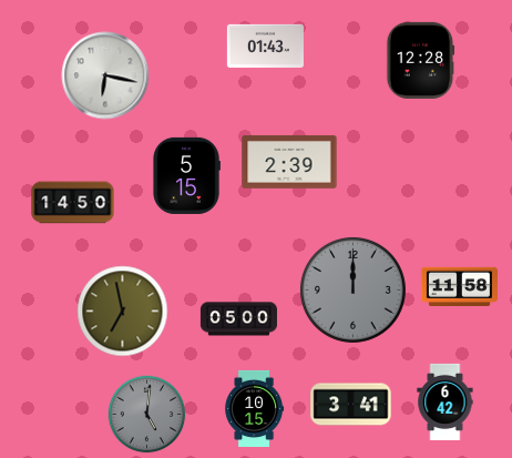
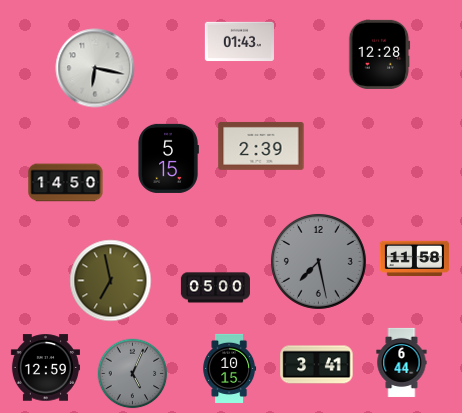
clock at (352, 289): 12:00 -> 7:28
clock at (446, 401): 6:42 -> 6:44
clock at (45, 368): none -> 12:59
clock at (147, 415): 5:01 -> 5:04
